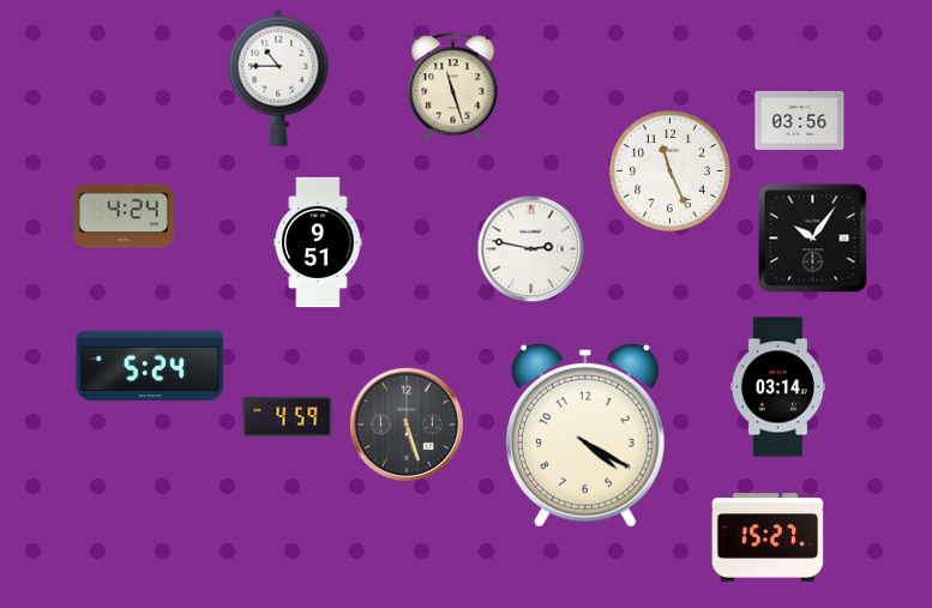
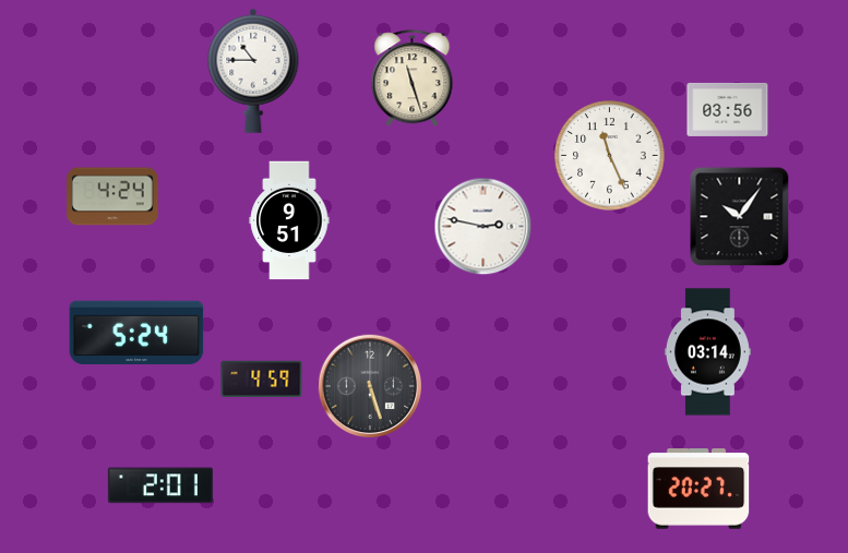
clock at (585, 435): 4:20 -> none
clock at (160, 485): none -> 2:01
clock at (768, 537): 15:27 -> 20:27
